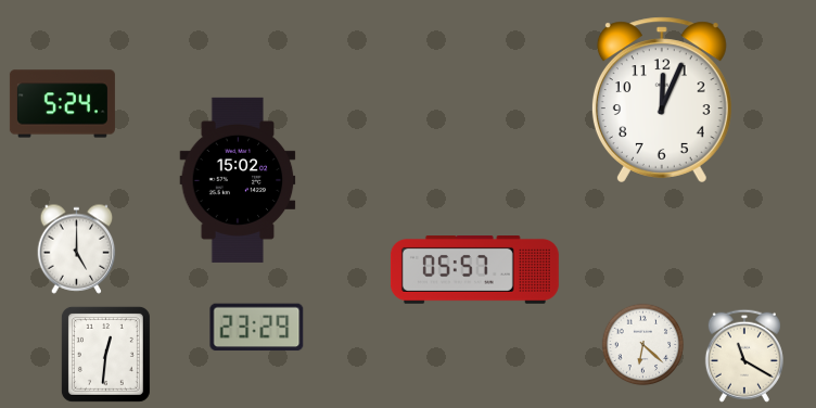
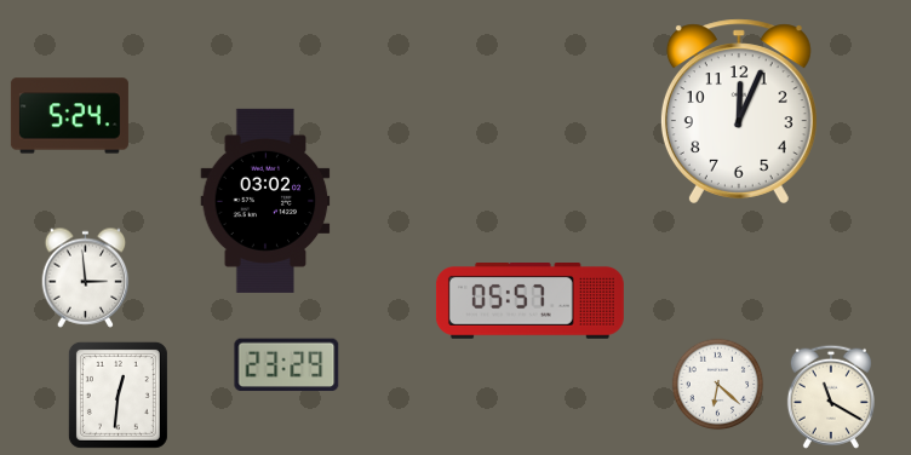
clock at (238, 180): 15:02 -> 03:02
clock at (77, 248): 5:00 -> 2:59
